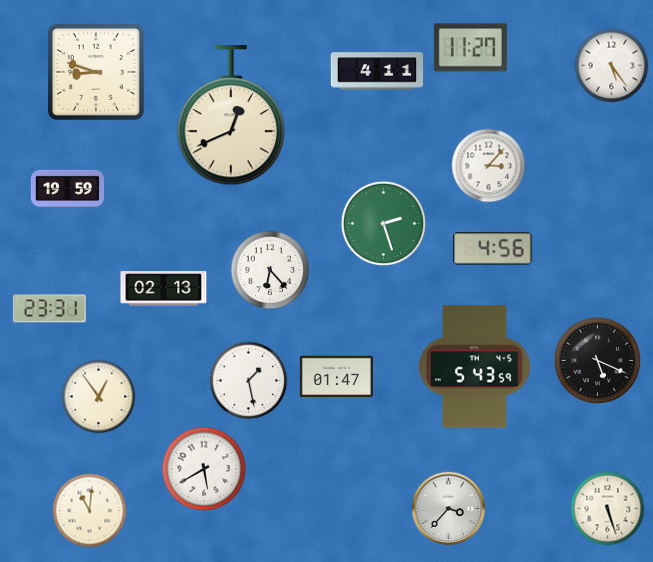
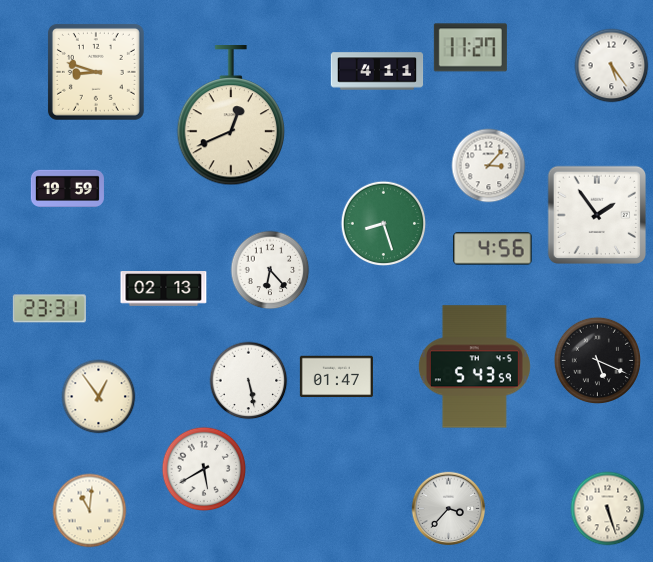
clock at (596, 214): none -> 1:54
clock at (384, 224): 2:27 -> 8:27
clock at (249, 381): 1:28 -> 5:28
